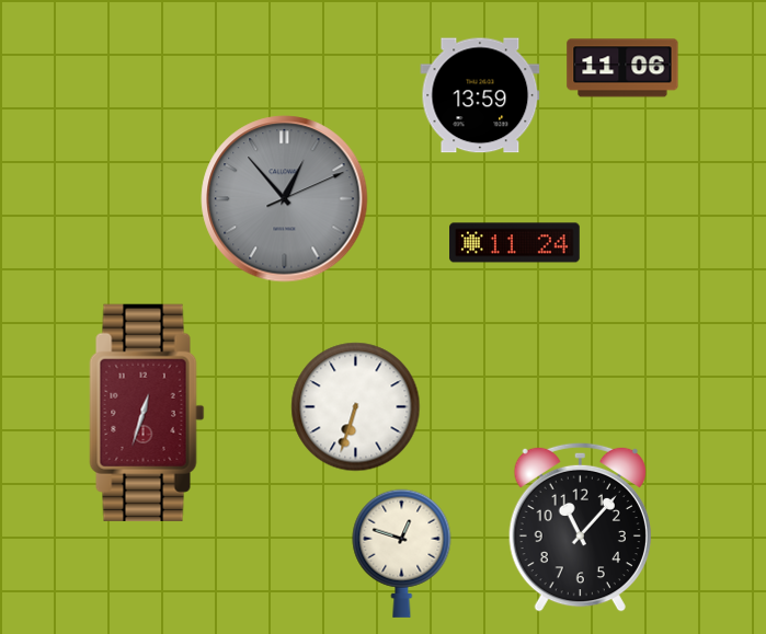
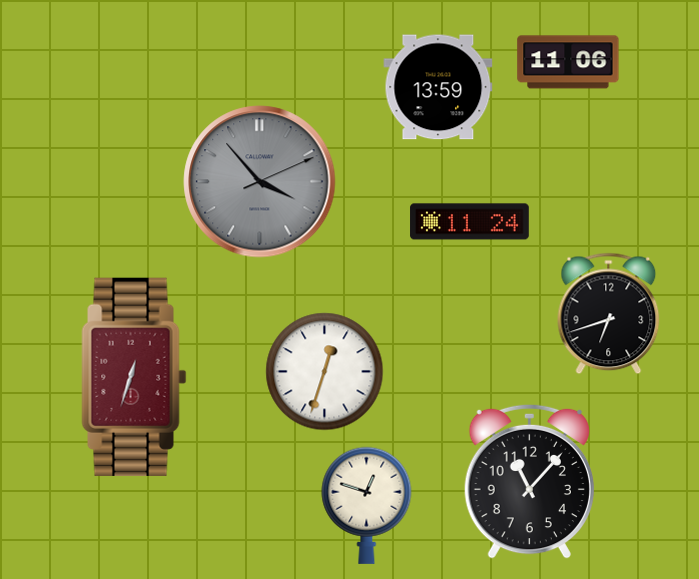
clock at (285, 199): 12:53 -> 3:53
clock at (609, 314): none -> 6:42
clock at (356, 407): 6:33 -> 12:33
